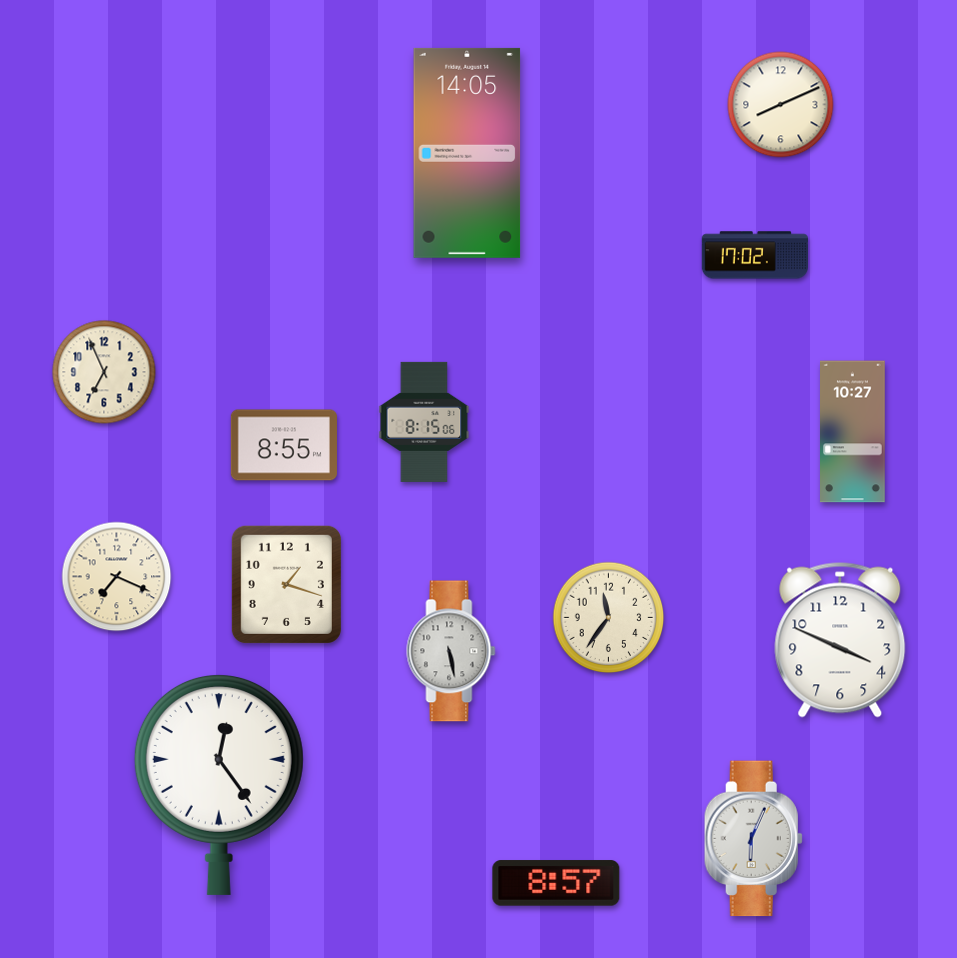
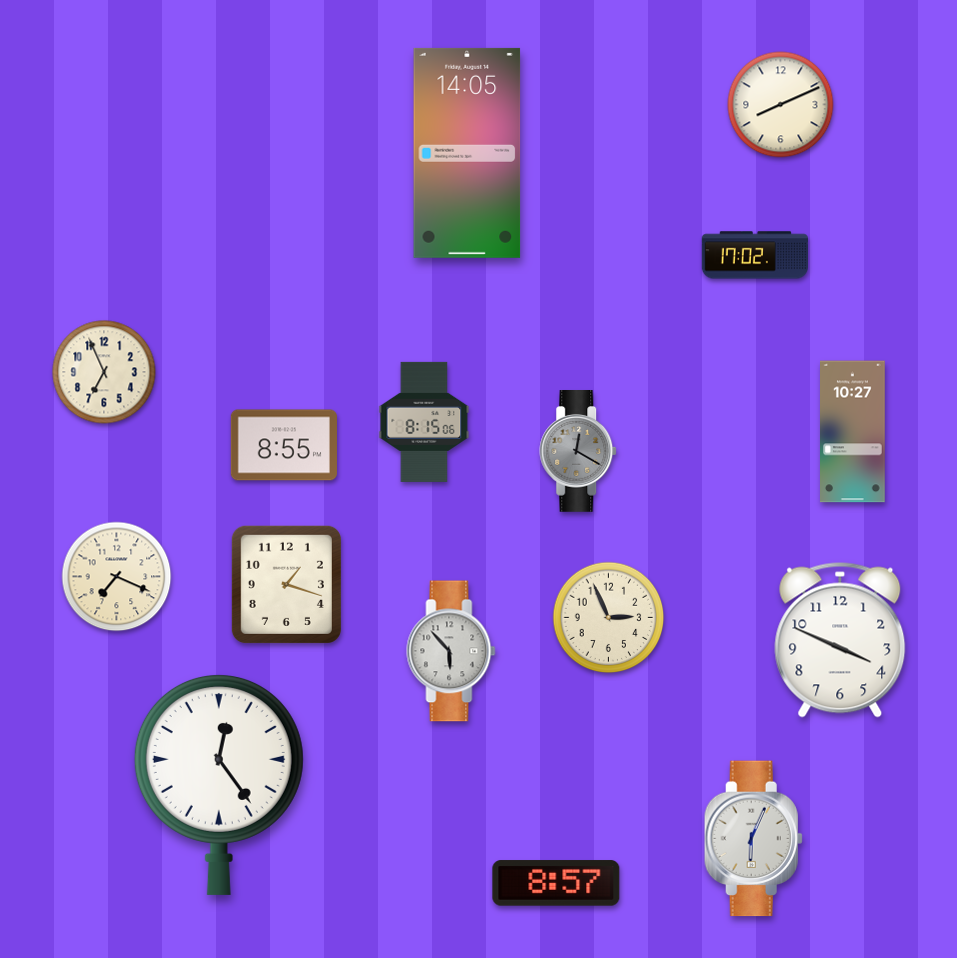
clock at (579, 452): none -> 12:20
clock at (609, 618): 11:36 -> 2:56
clock at (451, 651): 5:28 -> 5:53
